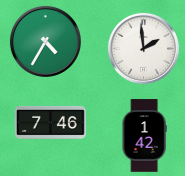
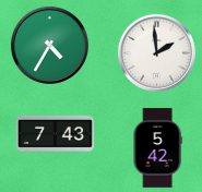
clock at (50, 122): 7:46 -> 7:43
clock at (144, 136): 1:42 -> 5:42
